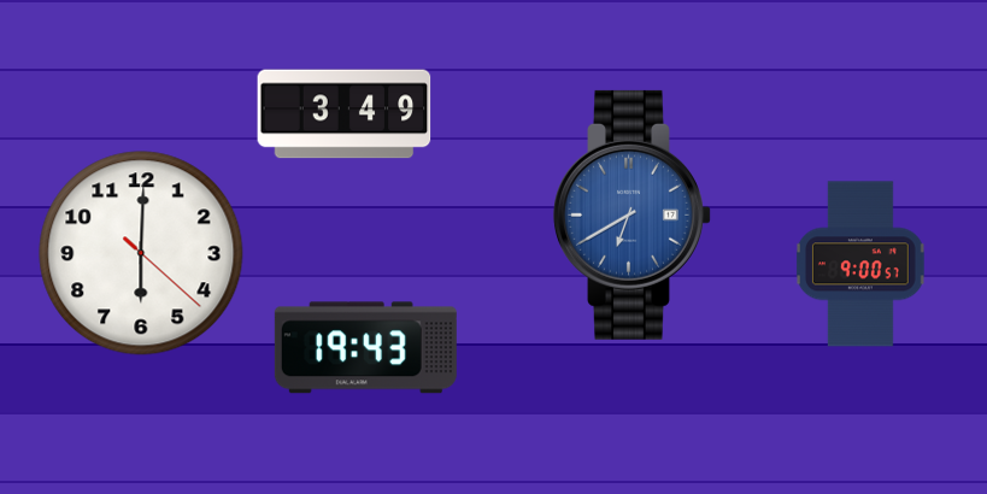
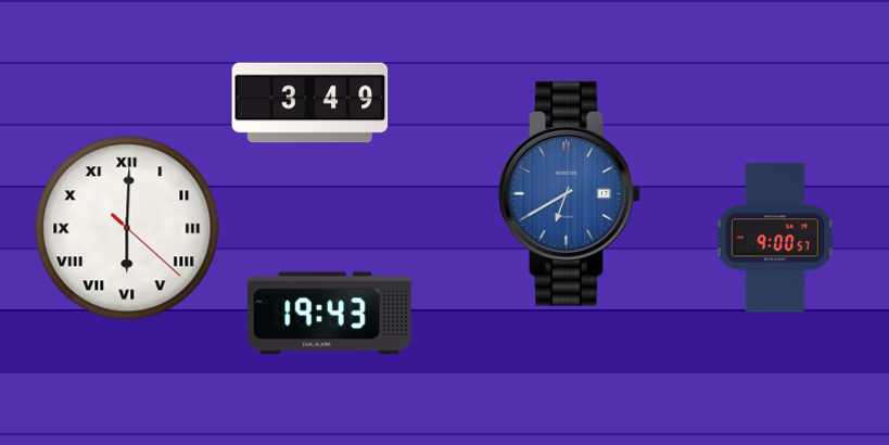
clock at (141, 253) numerals: Arabic -> Roman
